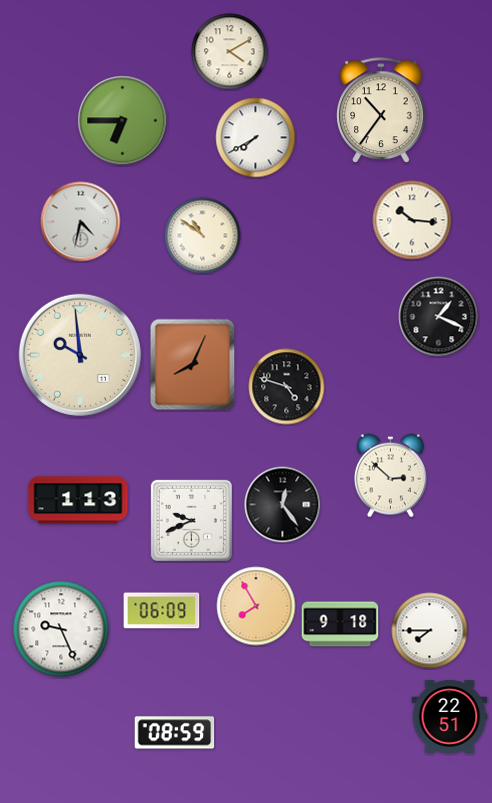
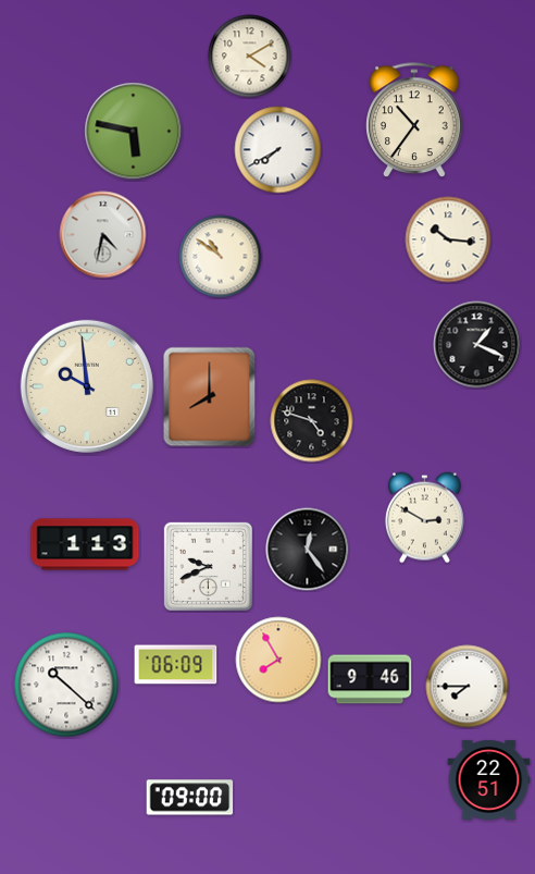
clock at (123, 121): 6:45 -> 5:47
clock at (81, 222) position: (81, 222) -> (103, 235)
clock at (193, 365): 8:04 -> 8:00
clock at (390, 476): 2:52 -> 2:50
clock at (340, 624): 9:18 -> 9:46
clock at (61, 629): 9:26 -> 10:22
clock at (175, 733): 08:59 -> 09:00
